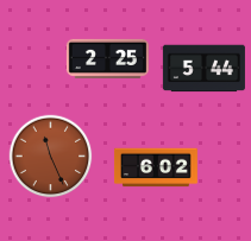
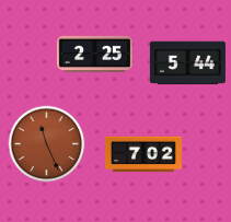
clock at (107, 58) position: (107, 58) -> (94, 54)
clock at (156, 167): 6:02 -> 7:02
